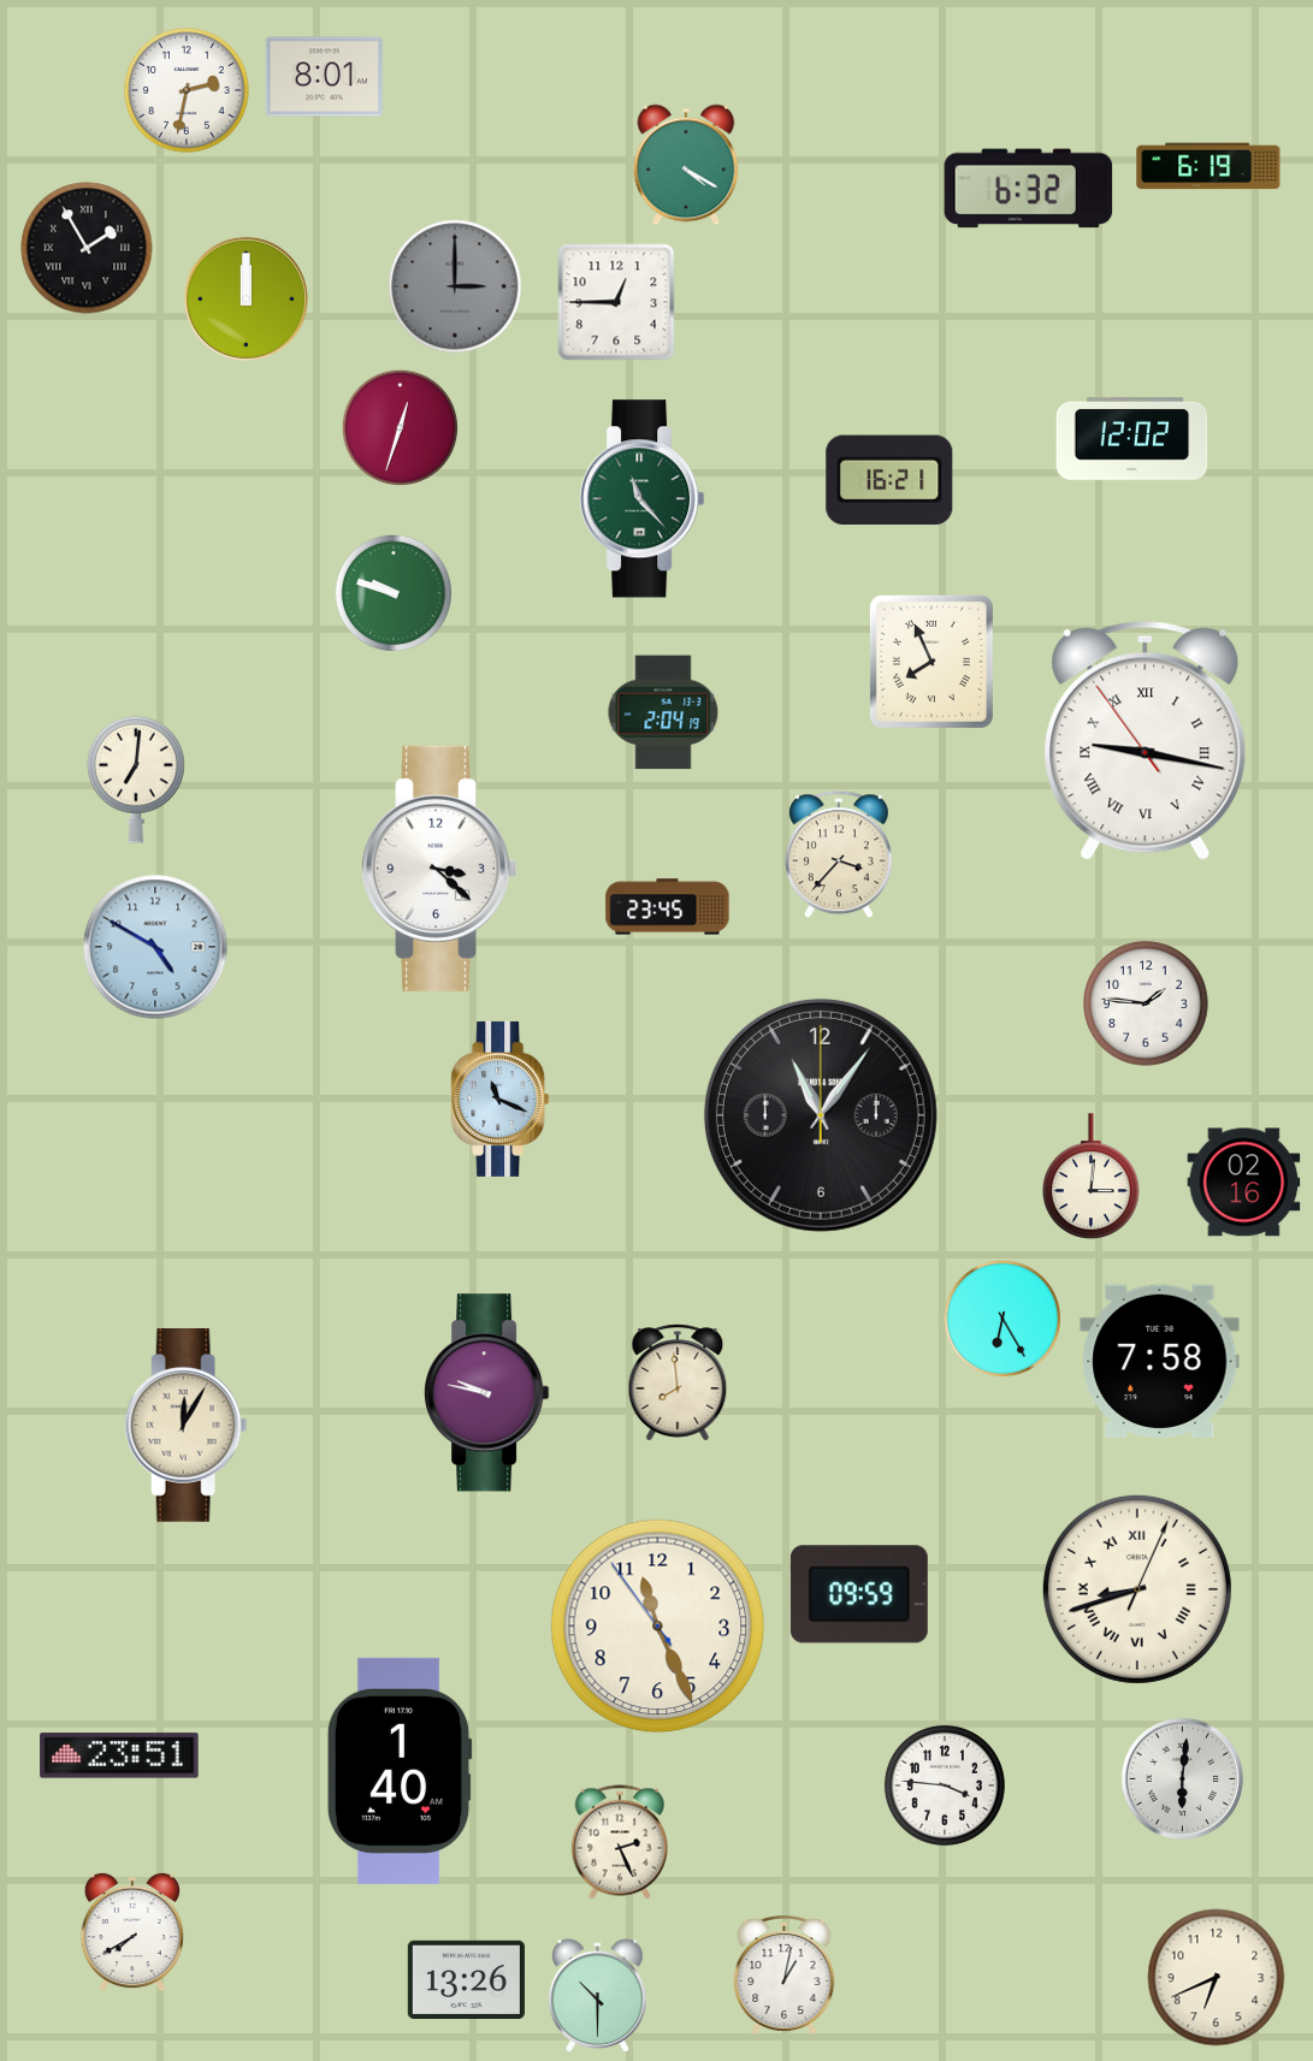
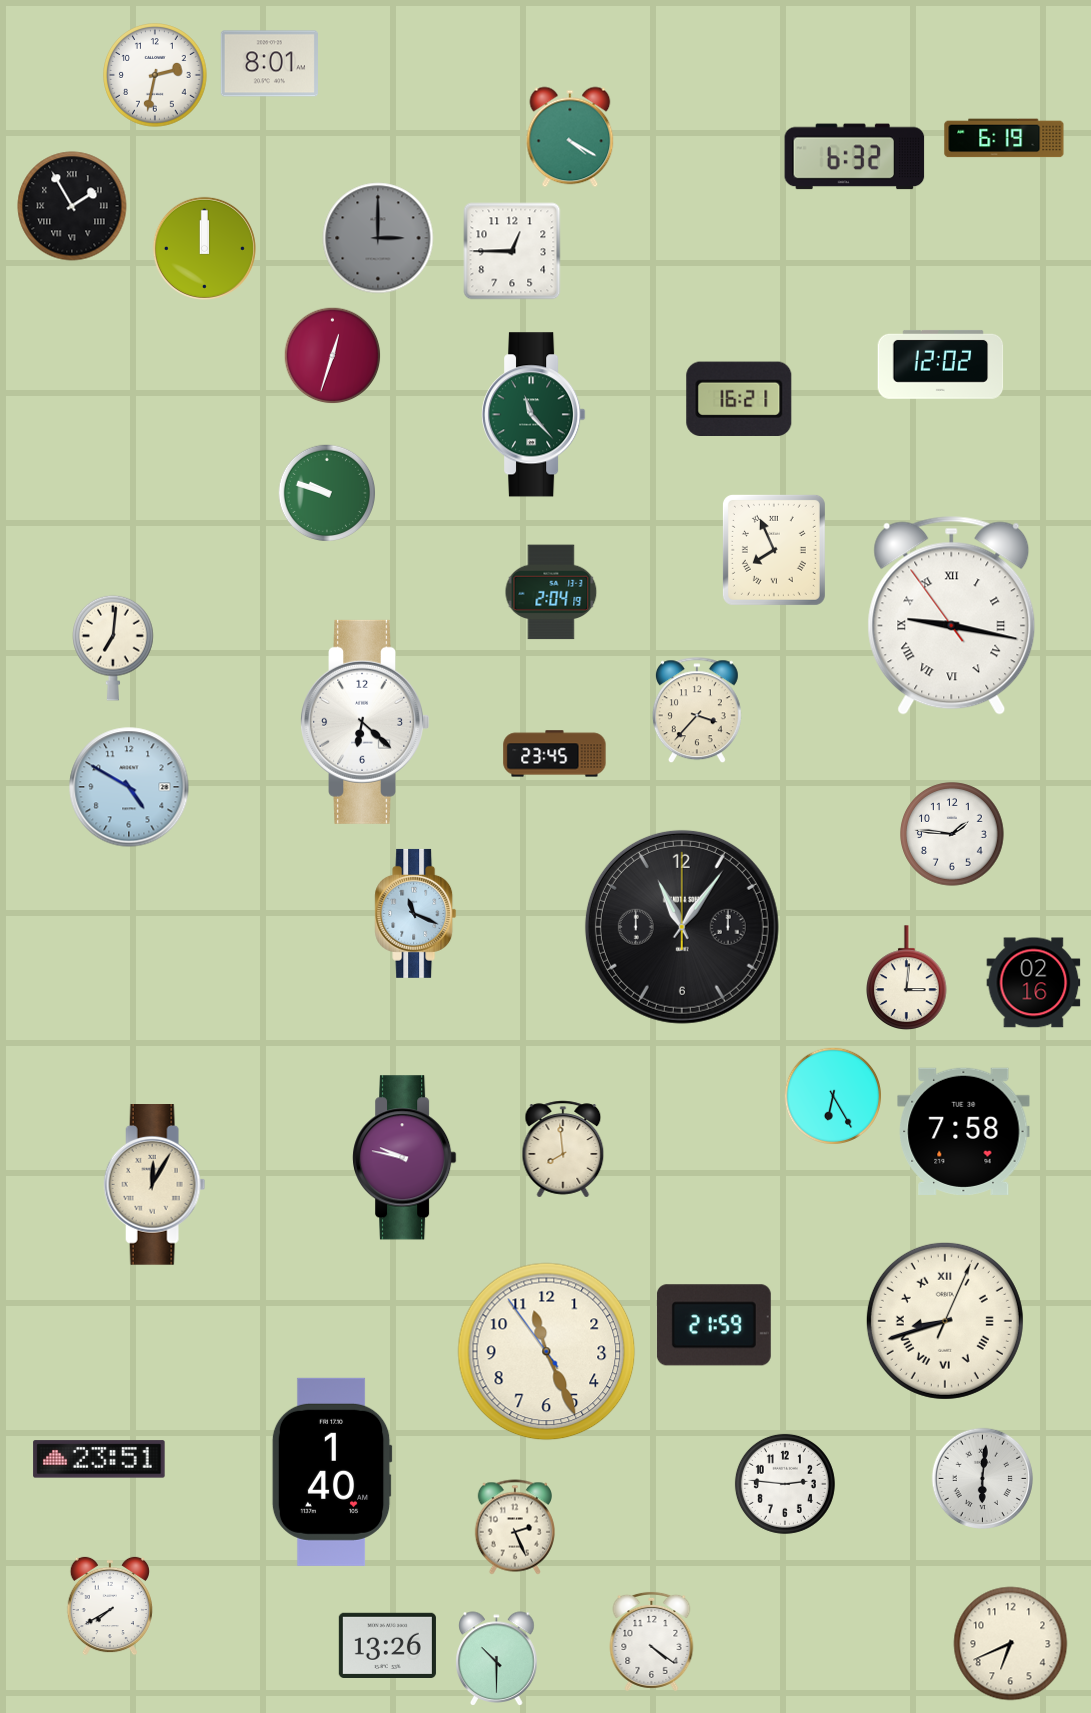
clock at (438, 869): 3:22 -> 6:22
clock at (859, 1594): 09:59 -> 21:59
clock at (945, 1785): 3:46 -> 2:46
clock at (619, 1842) position: (619, 1842) -> (514, 1527)
clock at (785, 1974): 1:02 -> 4:21
